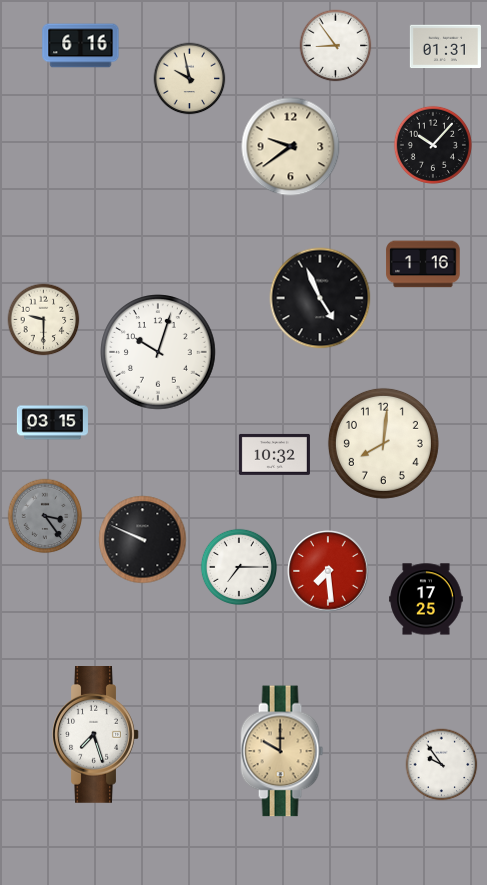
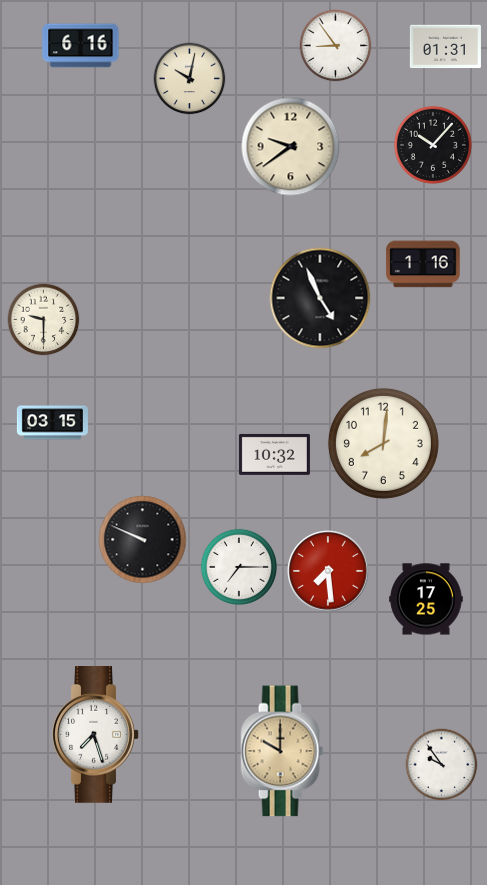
clock at (190, 79): 9:58 -> 10:02
clock at (158, 352): 10:03 -> none
clock at (45, 516): 3:24 -> none
